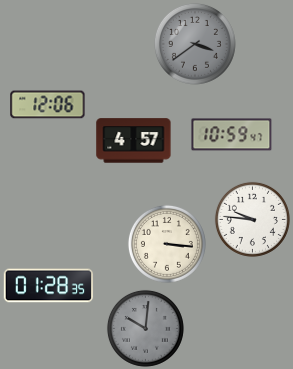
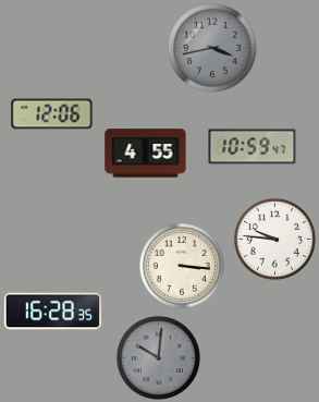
clock at (195, 44): 3:39 -> 3:43
clock at (134, 141): 4:57 -> 4:55
clock at (49, 286): 01:28 -> 16:28
